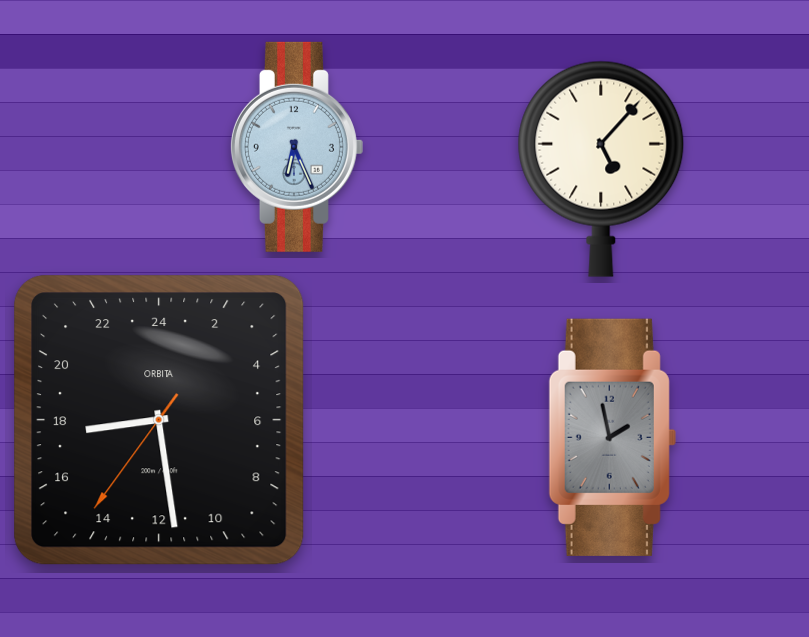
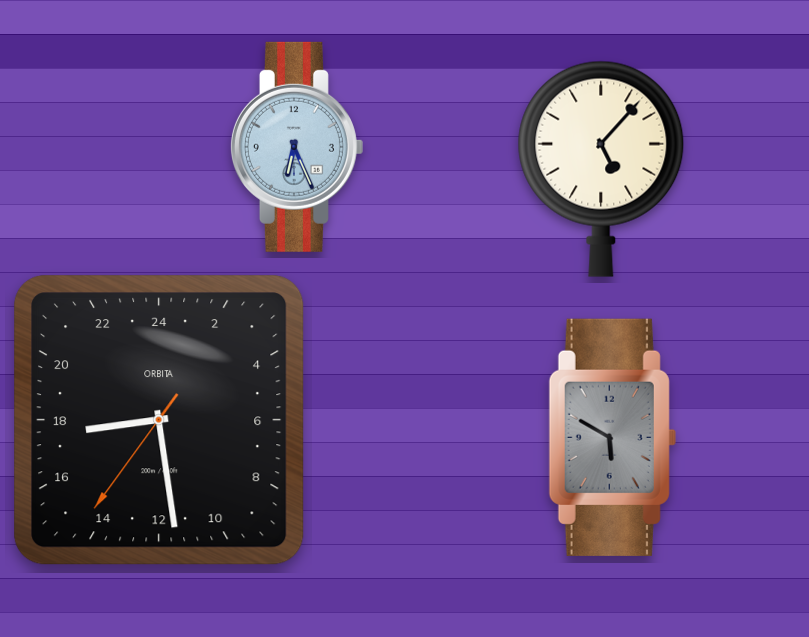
clock at (612, 437): 1:58 -> 5:50
